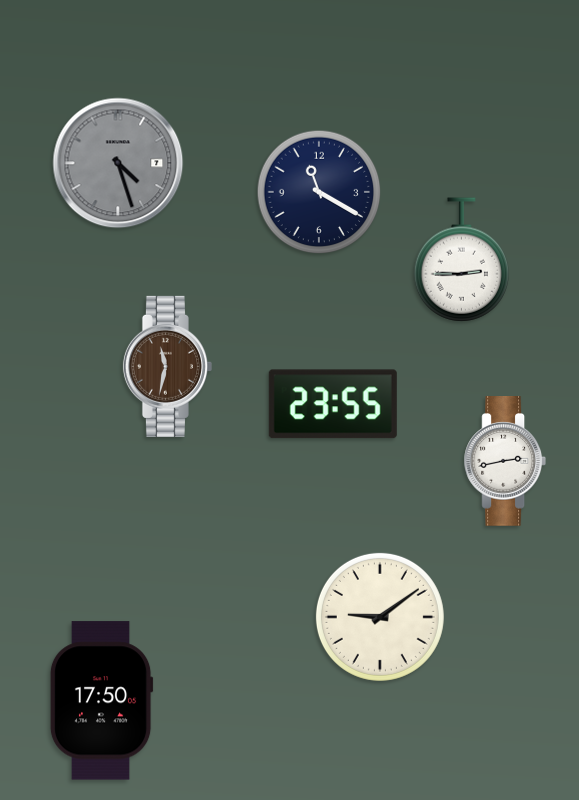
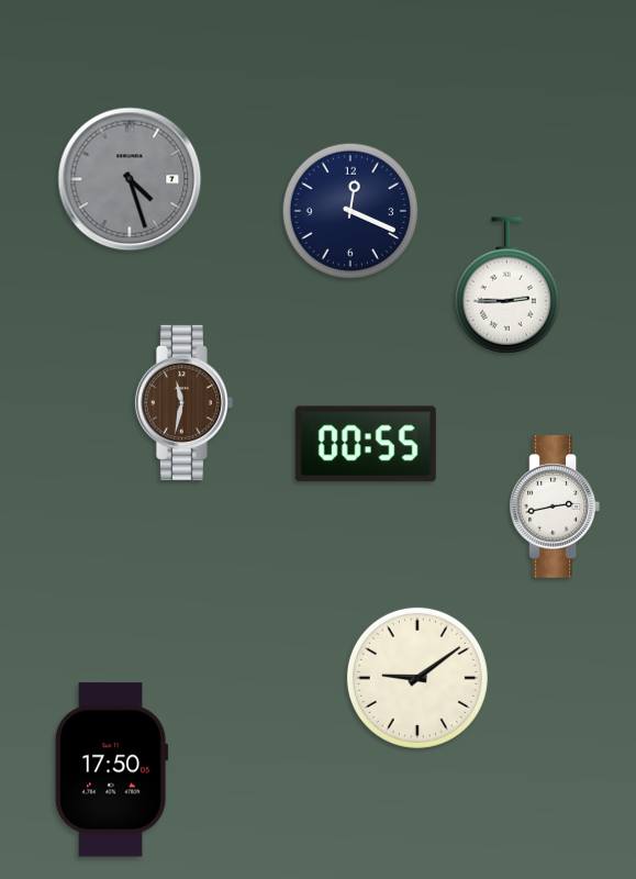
clock at (319, 192): 11:20 -> 12:19
clock at (333, 404): 23:55 -> 00:55
